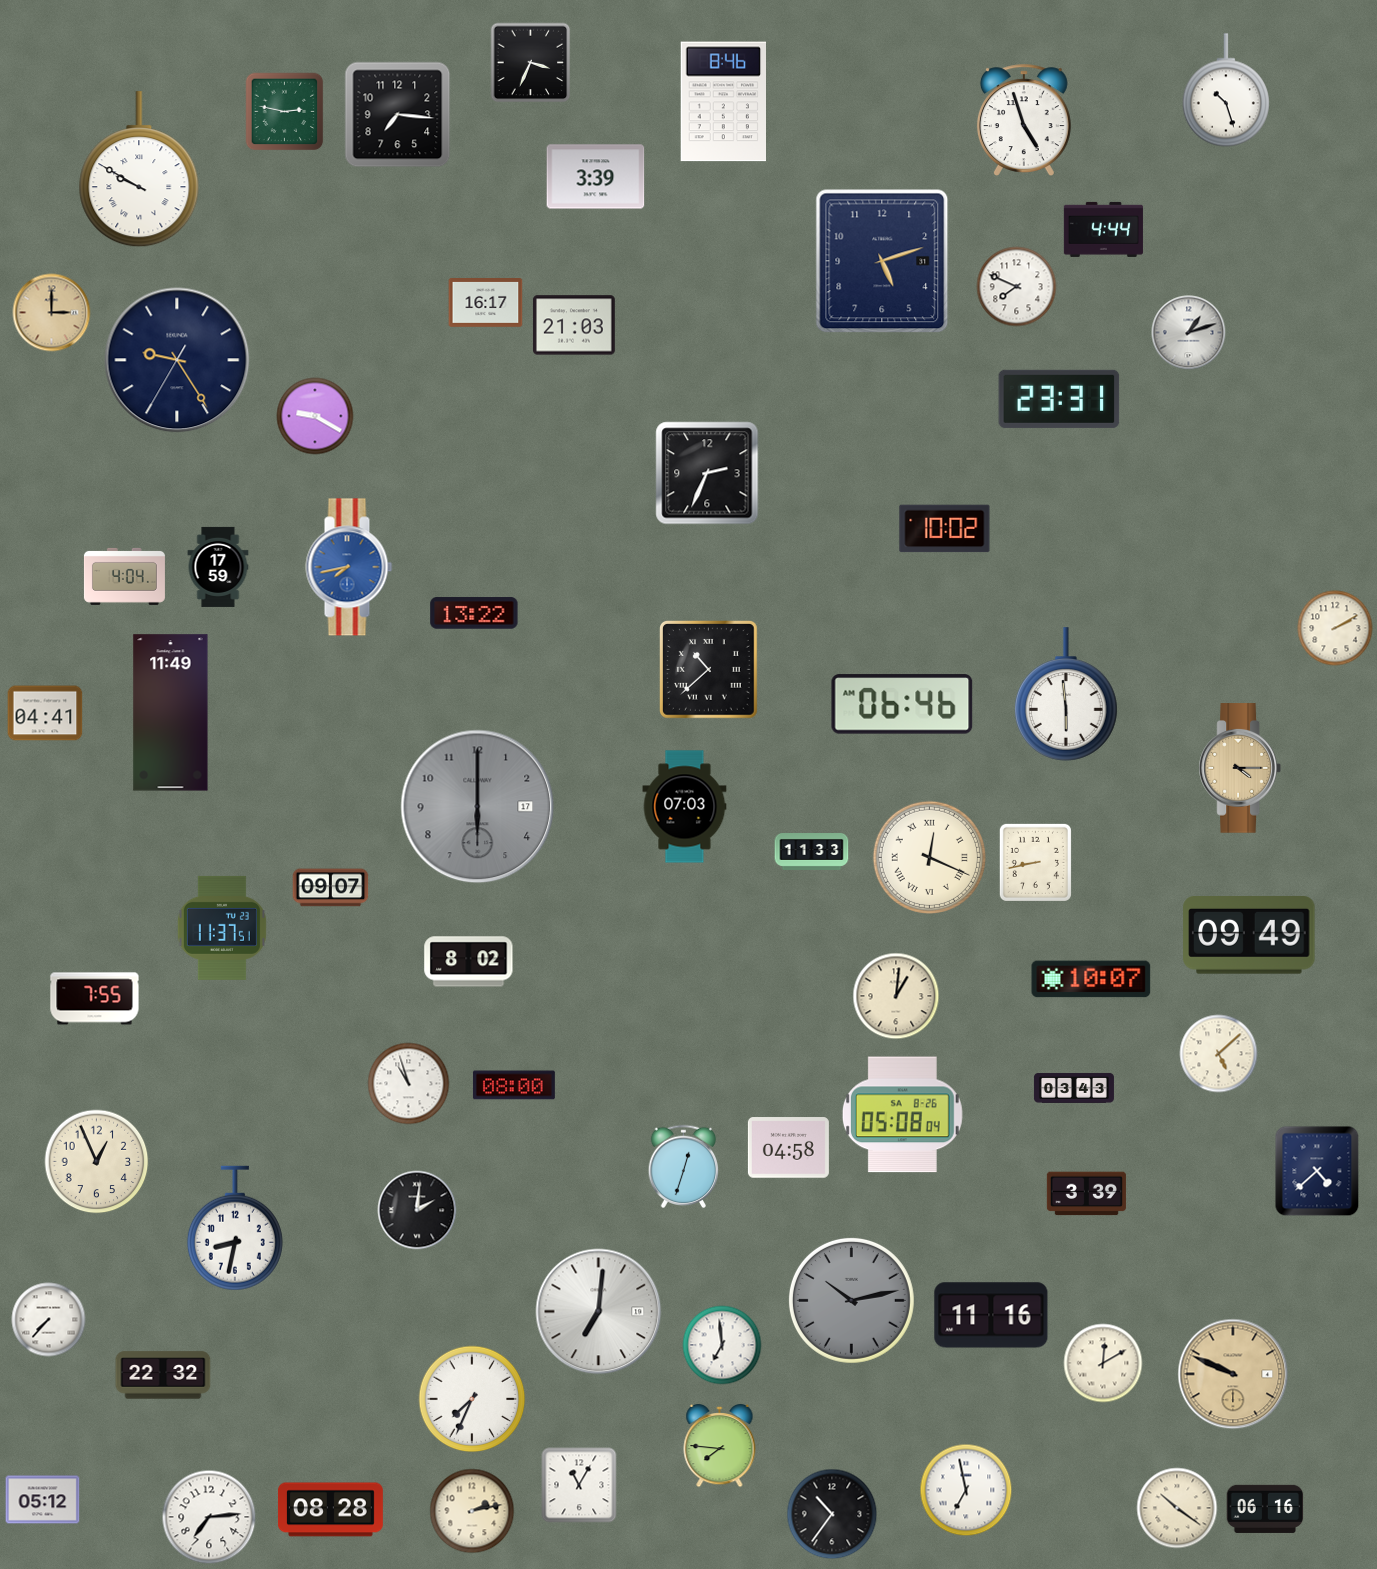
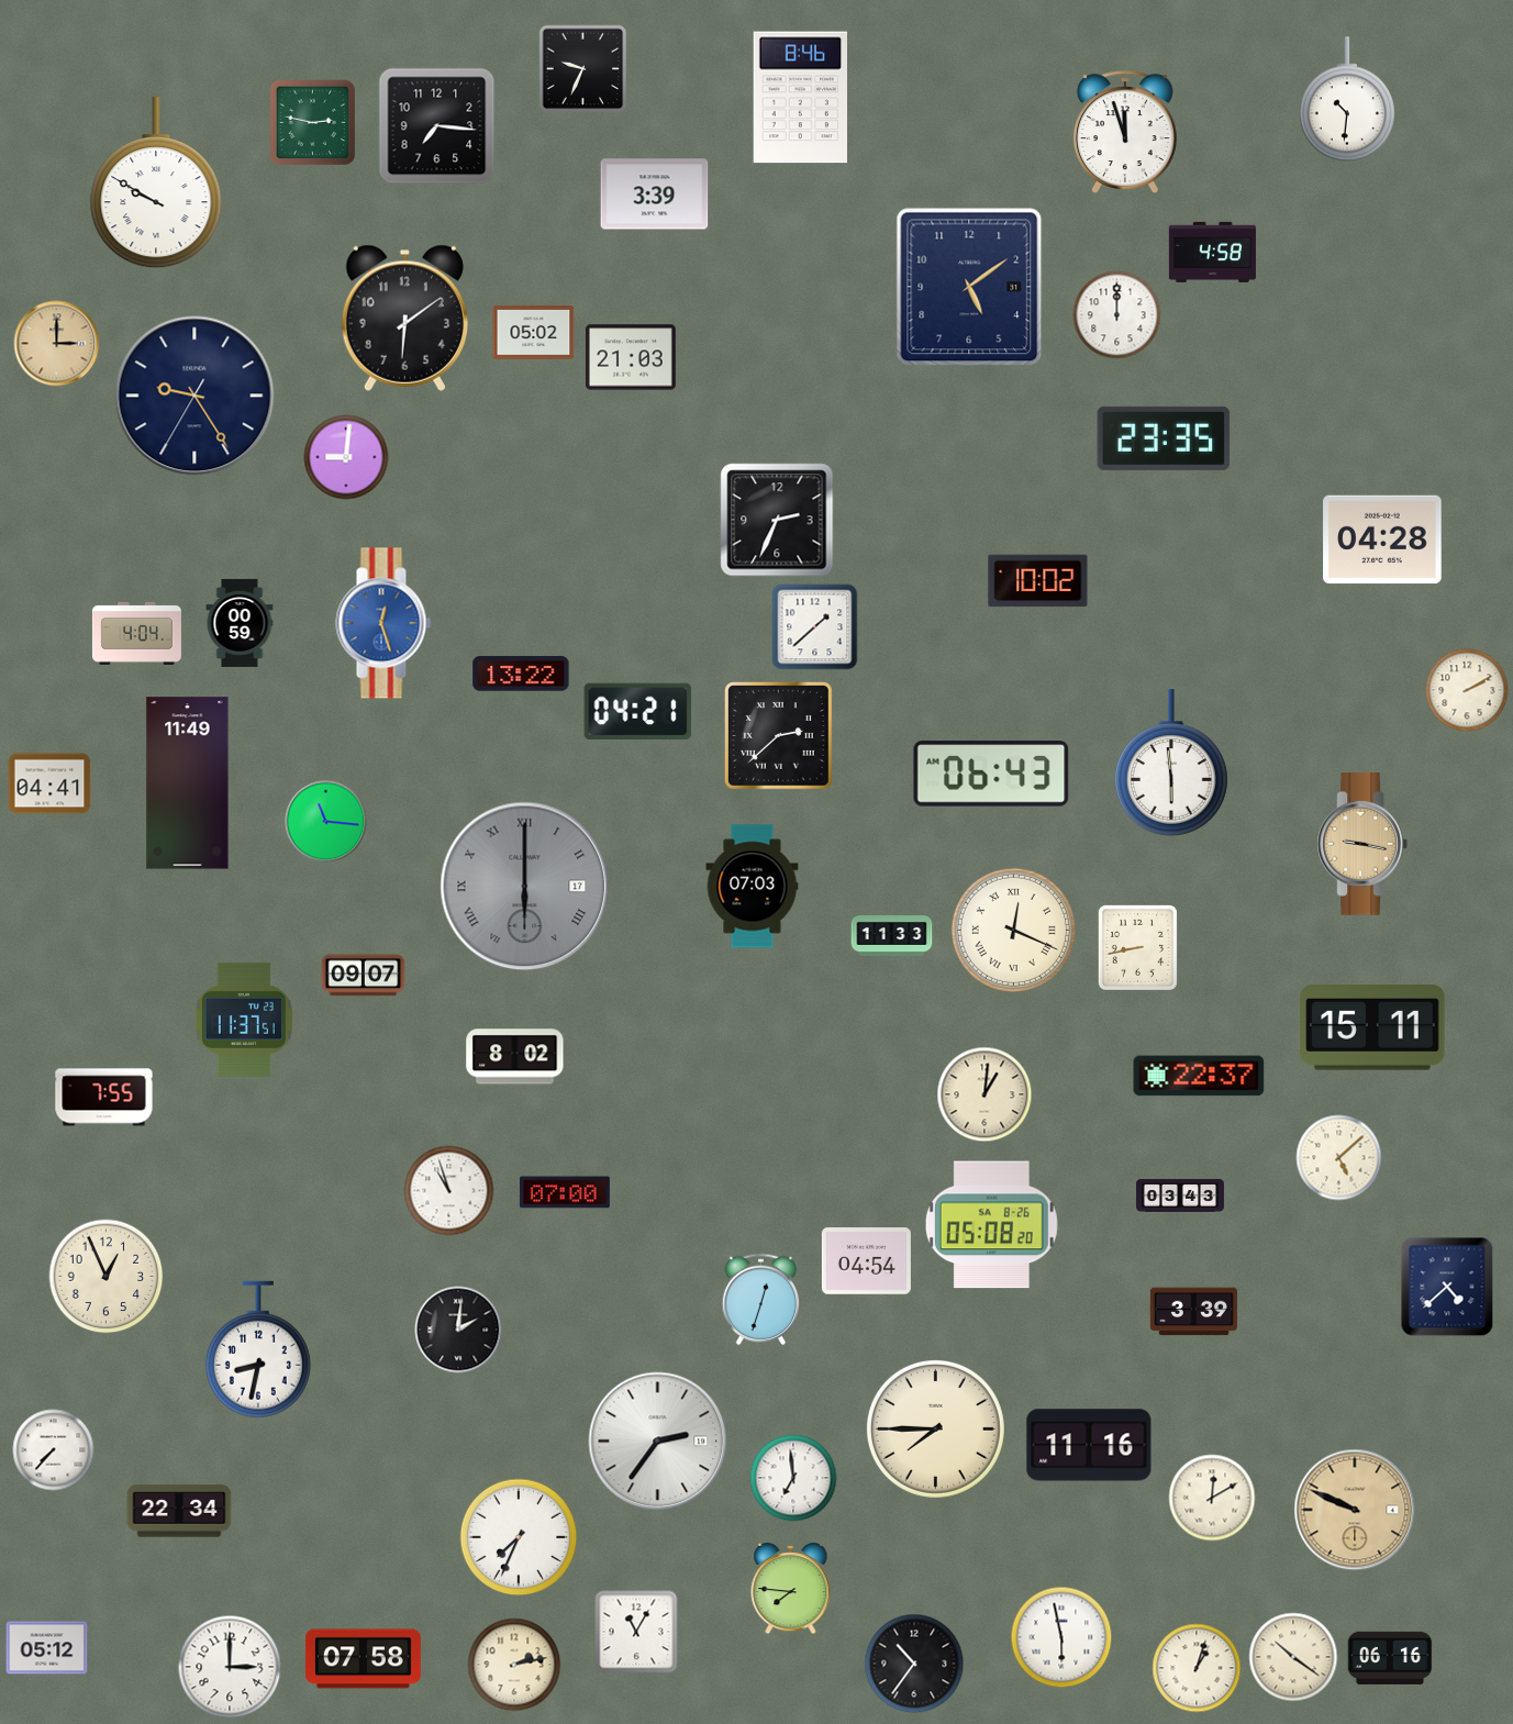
clock at (531, 63): 3:34 -> 9:34
clock at (1226, 90): 10:27 -> 10:31
clock at (723, 102) position: (723, 102) -> (800, 98)
clock at (1024, 120): 4:57 -> 11:57
clock at (139, 170) position: (139, 170) -> (156, 183)
clock at (1103, 229): 4:44 -> 4:58
clock at (882, 261): 5:12 -> 5:09
clock at (1017, 287): 7:49 -> 12:00
clock at (404, 318): none -> 6:09
clock at (486, 303): 16:17 -> 05:02
clock at (1189, 333): 1:12 -> none
clock at (1059, 399): 23:31 -> 23:35
clock at (315, 416): 9:20 -> 9:01
clock at (1382, 540): none -> 04:28
clock at (218, 567): 17:59 -> 00:59
clock at (349, 567): 7:43 -> 12:27
clock at (815, 627): none -> 1:38
clock at (638, 712): none -> 04:21
clock at (709, 670): 10:38 -> 2:38
clock at (902, 704): 06:46 -> 06:43
clock at (326, 822): none -> 11:16
clock at (1239, 768): 4:15 -> 9:17
clock at (478, 807) numerals: Arabic -> Roman
clock at (929, 857) position: (929, 857) -> (1013, 930)
clock at (1249, 936): 09:49 -> 15:11
clock at (1091, 979): 10:07 -> 22:37
clock at (514, 1085): 08:00 -> 07:00
clock at (902, 1115): 05:08:04 -> 05:08:20
clock at (788, 1148): 04:58 -> 04:54
clock at (684, 1167) position: (684, 1167) -> (761, 1300)
clock at (851, 1300): 10:13 -> 7:45
clock at (851, 1300) dial: grey -> cream
clock at (599, 1312): 7:01 -> 2:36
clock at (163, 1375): 22:32 -> 22:34
clock at (966, 1490): 6:58 -> 5:58
clock at (330, 1510): 08:28 -> 07:58
clock at (472, 1511) position: (472, 1511) -> (514, 1665)
clock at (209, 1517): 7:14 -> 3:00
clock at (1197, 1668): none -> 1:03
